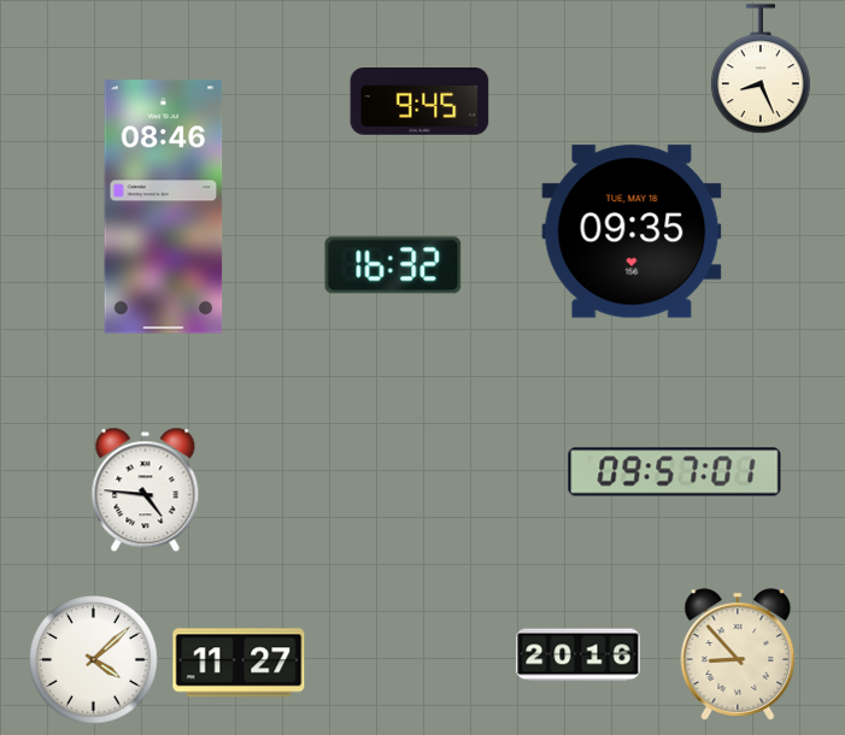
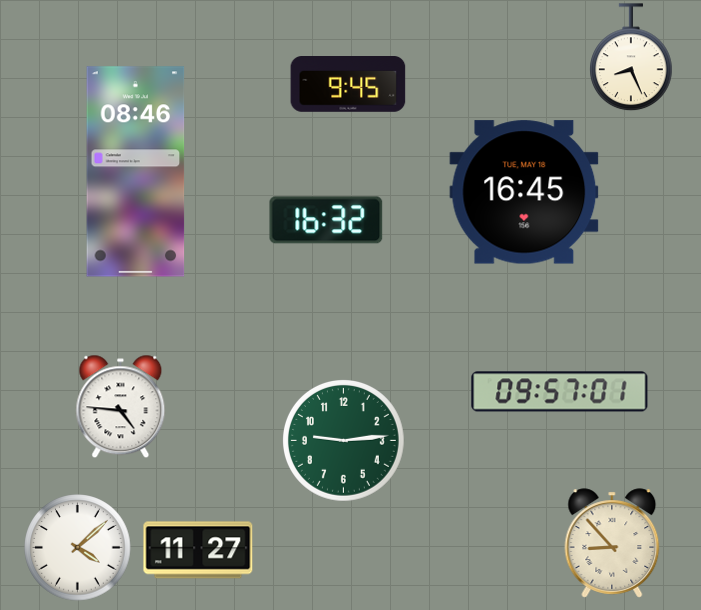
clock at (632, 231): 09:35 -> 16:45
clock at (344, 441): none -> 9:14
clock at (579, 655): 20:16 -> none
